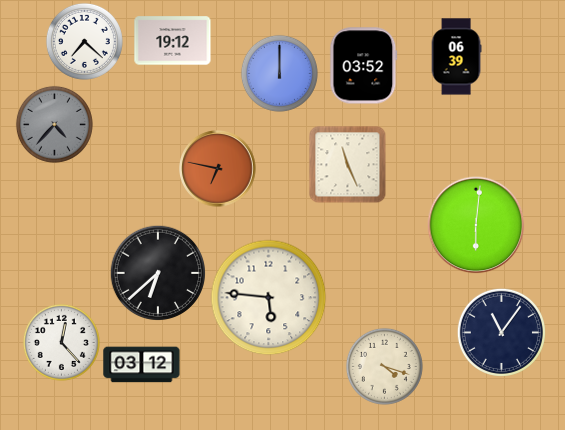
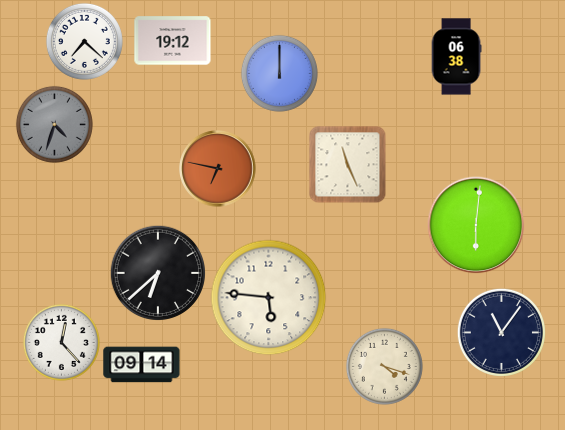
clock at (456, 57): 06:39 -> 06:38
clock at (364, 66): 03:52 -> none
clock at (54, 124): 4:37 -> 4:33
clock at (142, 365): 03:12 -> 09:14
